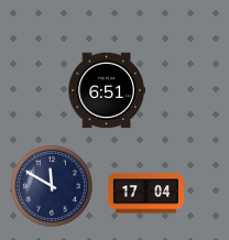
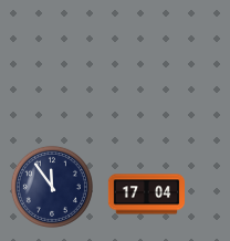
clock at (107, 90): 6:51 -> none
clock at (52, 186): 11:50 -> 11:54
